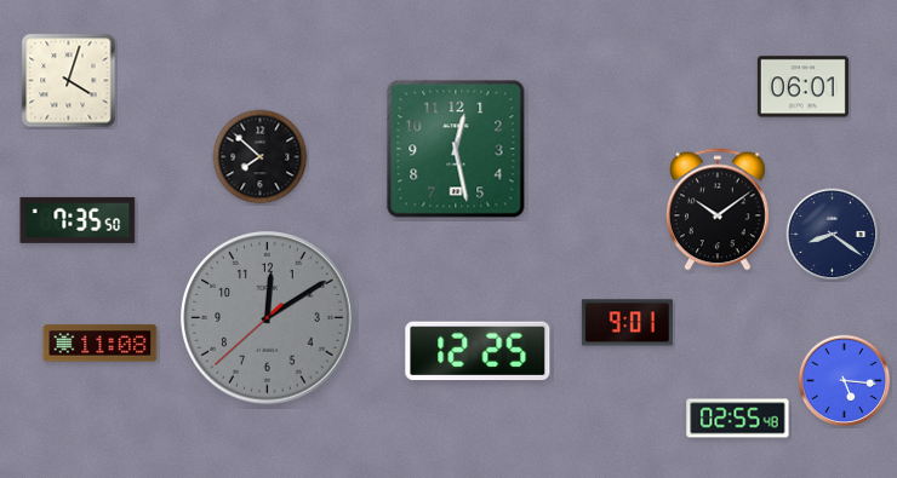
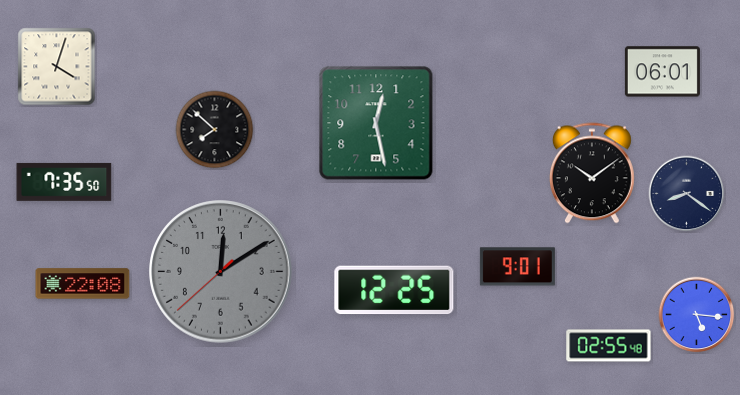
clock at (268, 318) position: (268, 318) -> (221, 272)
clock at (101, 344): 11:08 -> 22:08
